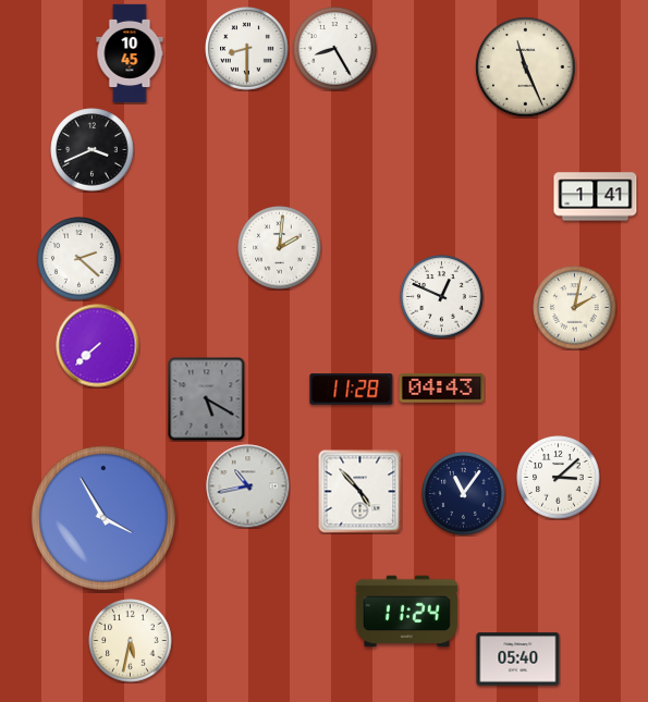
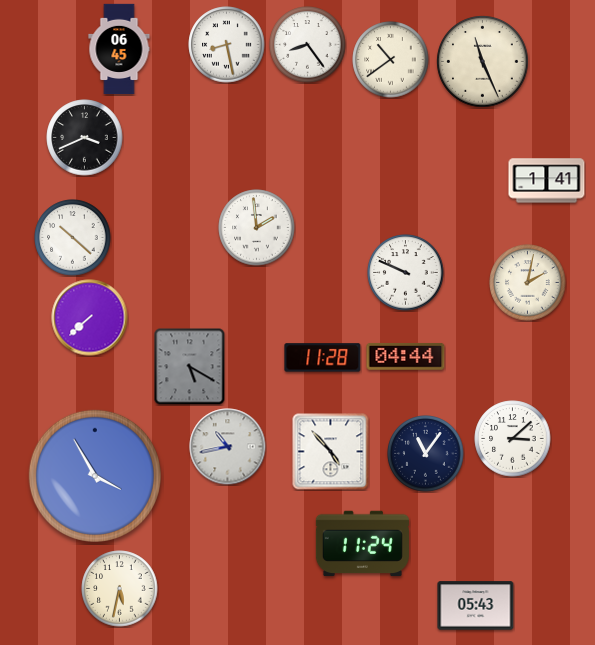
clock at (247, 49): 8:30 -> 8:28
clock at (335, 49): 8:25 -> 8:24
clock at (130, 53): 10:45 -> 06:45
clock at (391, 60): none -> 10:39
clock at (280, 248): 2:01 -> 1:59
clock at (80, 259): 2:22 -> 10:22
clock at (442, 297): 12:49 -> 9:49
clock at (442, 389): 04:43 -> 04:44
clock at (406, 612) position: (406, 612) -> (362, 544)
clock at (518, 660): 05:40 -> 05:43
